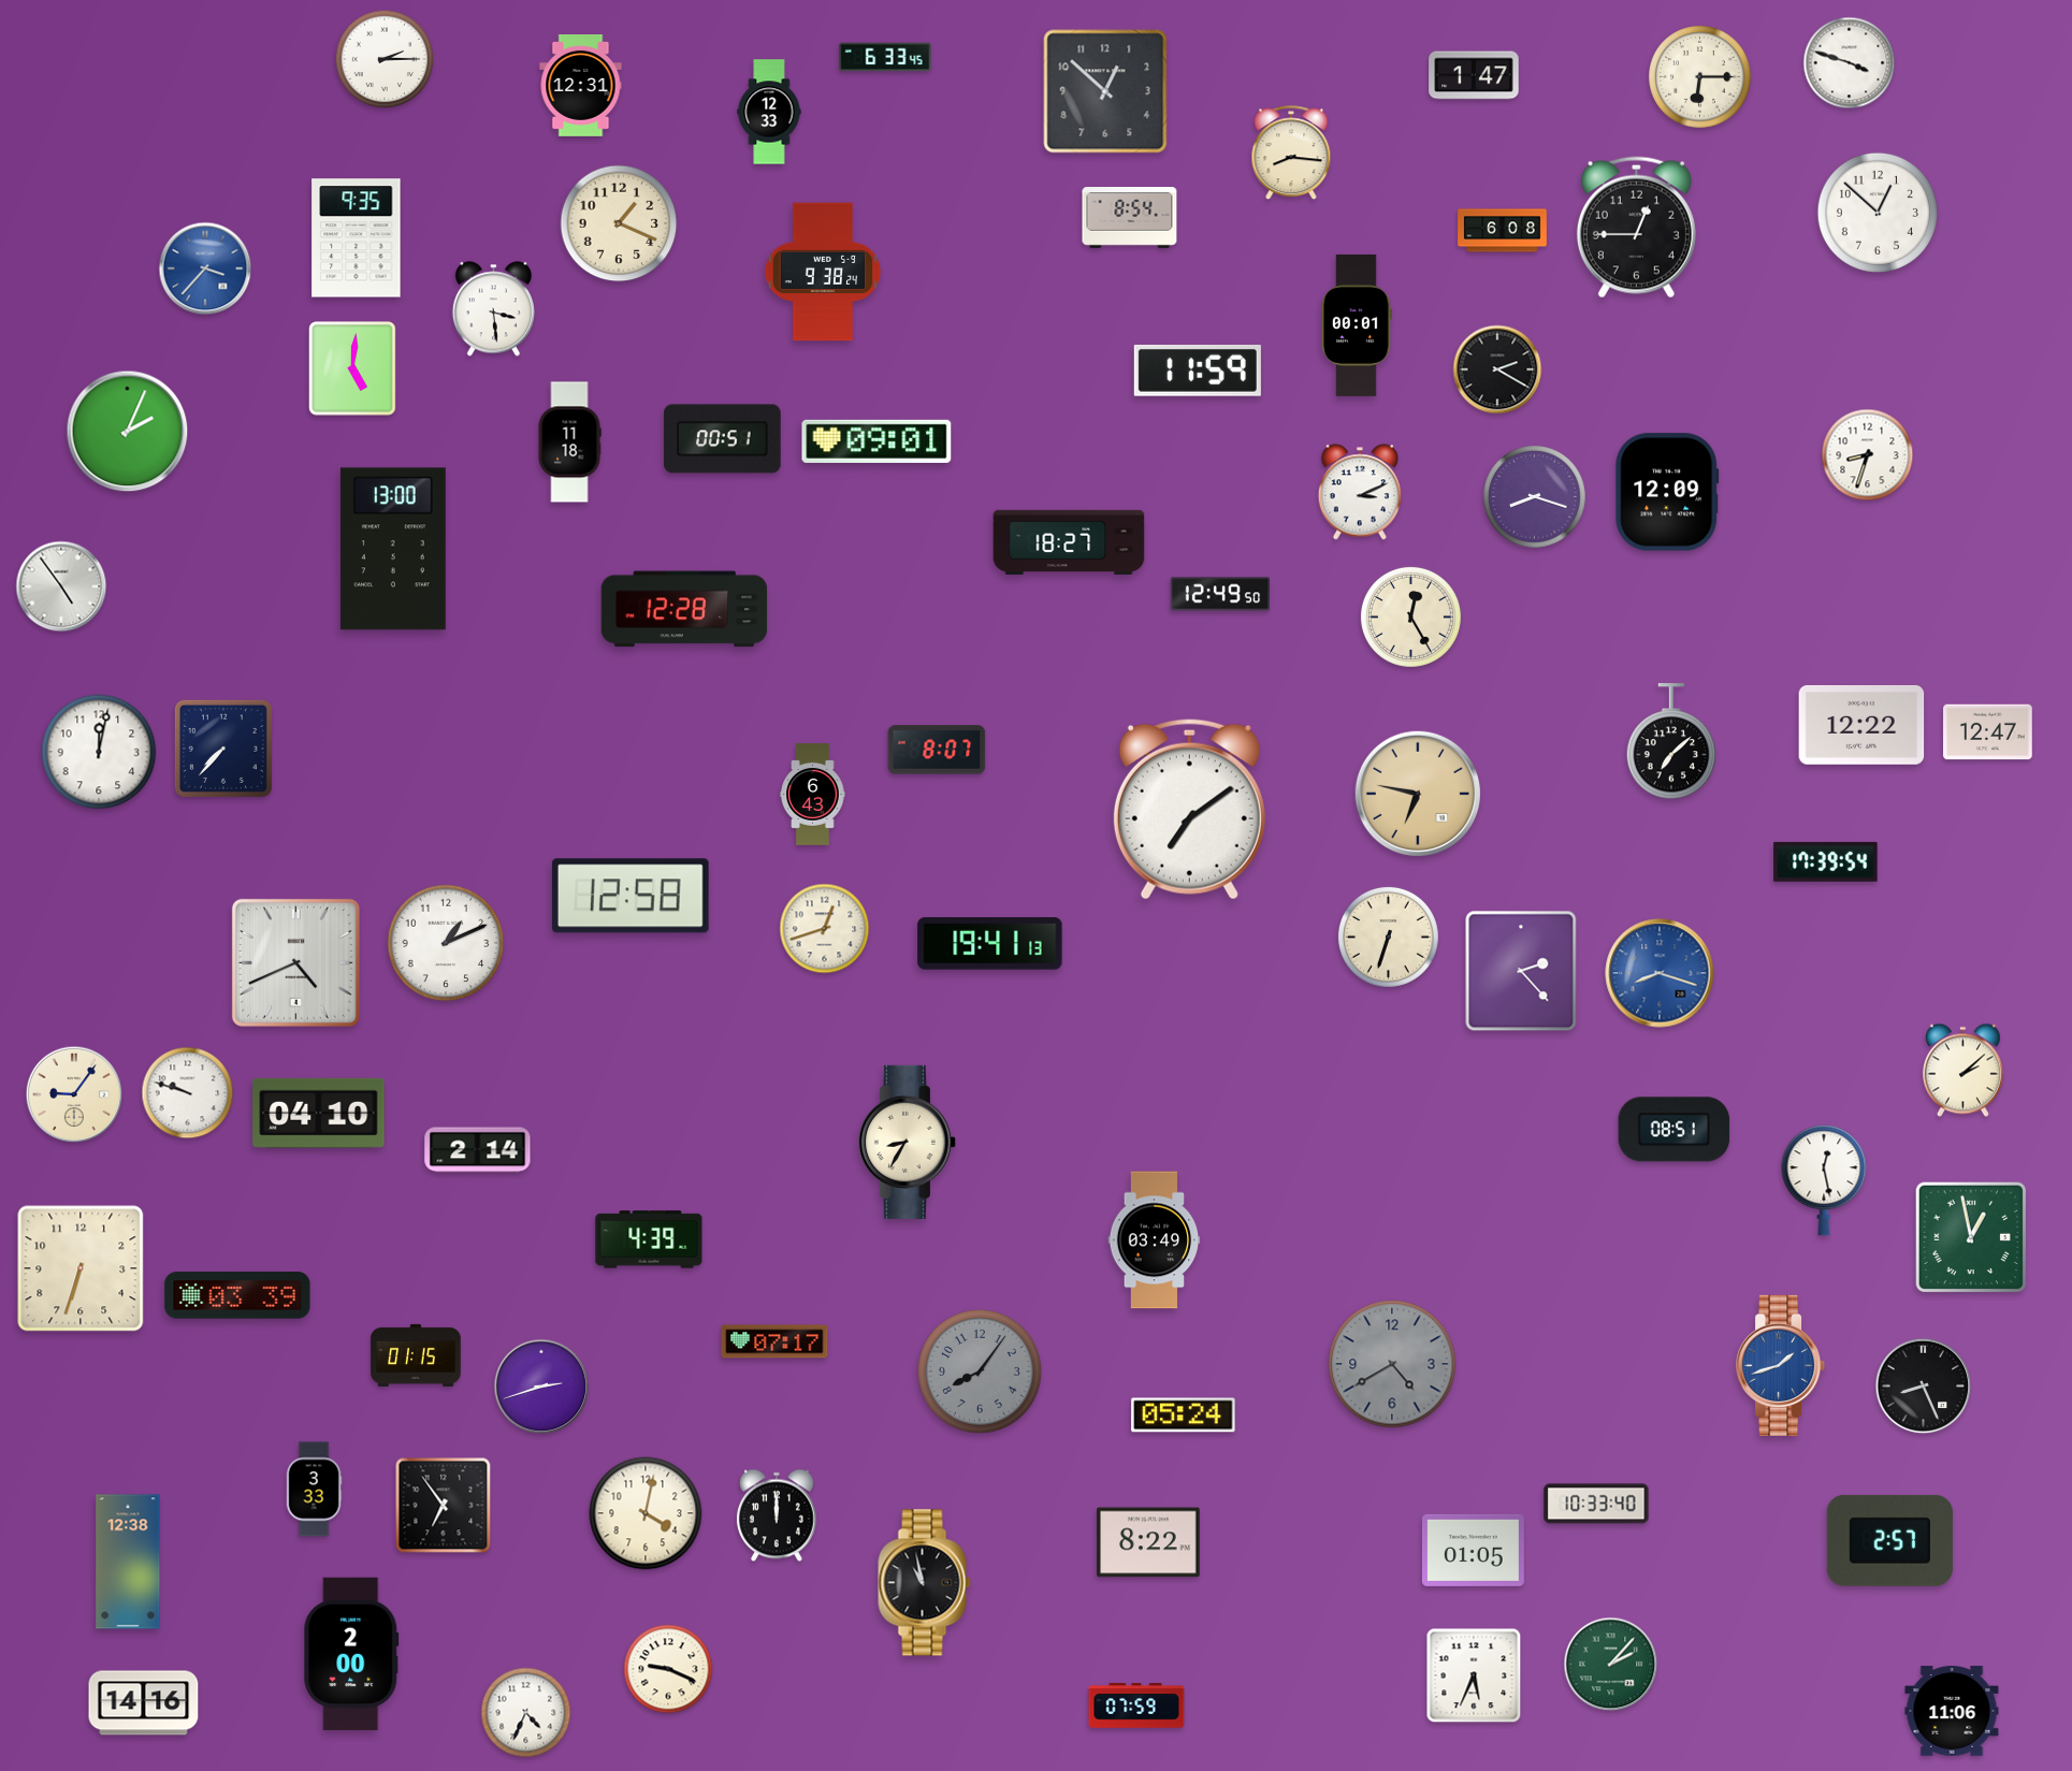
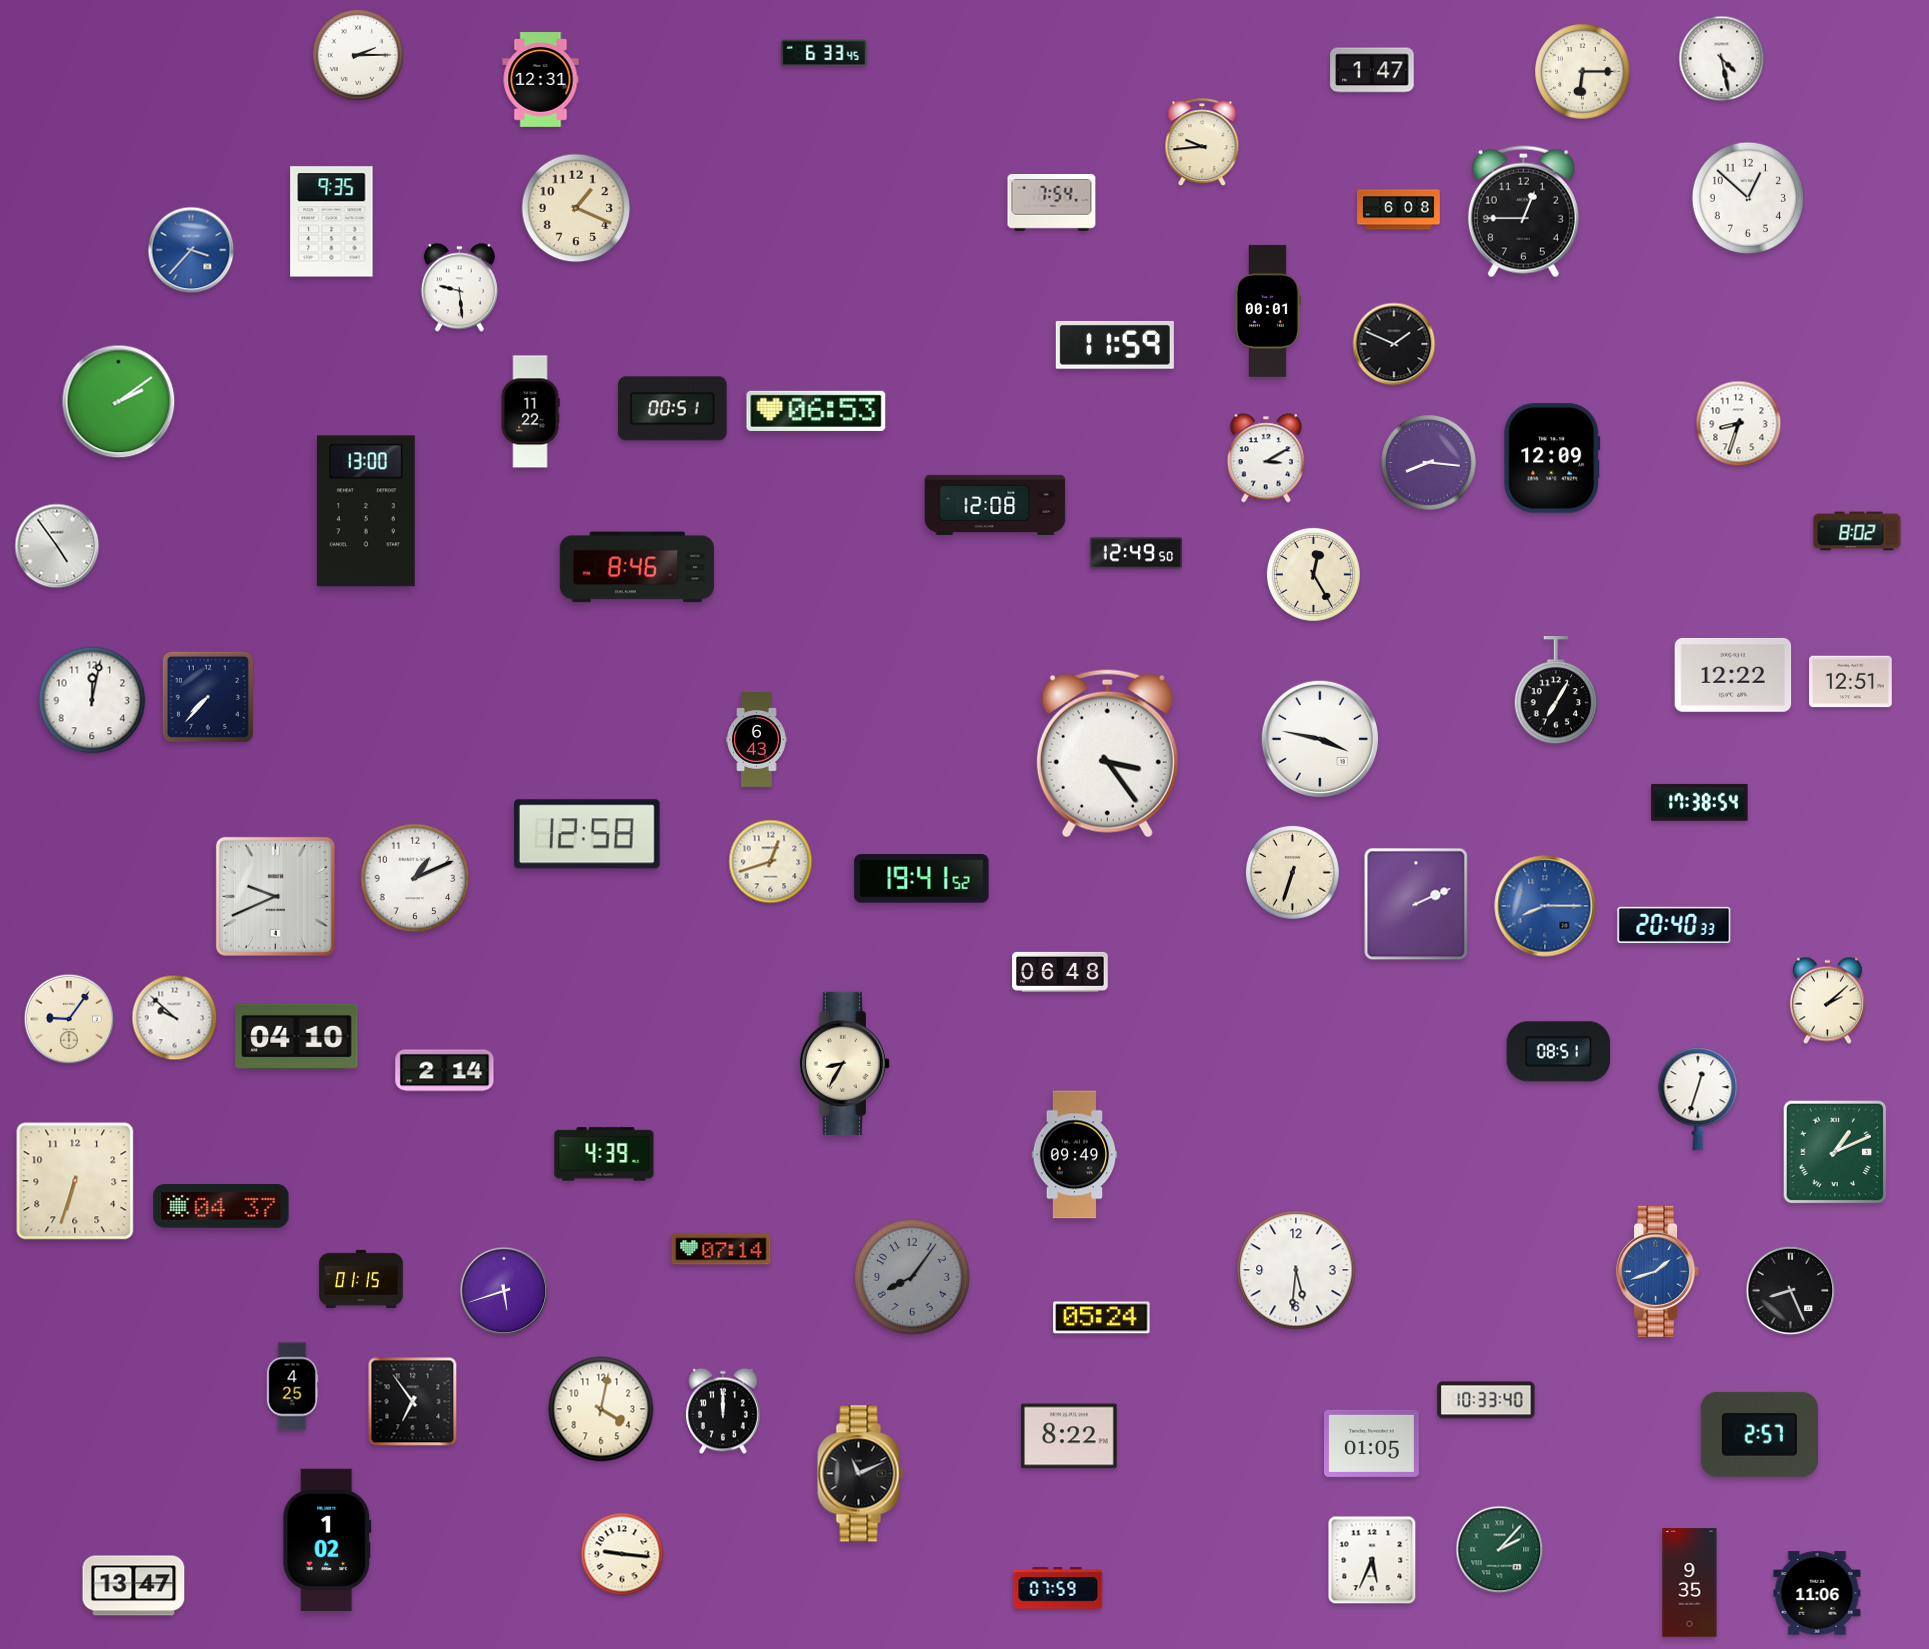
clock at (1850, 63): 3:48 -> 4:28
clock at (1105, 91): 12:52 -> none
clock at (769, 112): 12:33 -> none
clock at (1291, 154): 8:16 -> 9:44
clock at (1130, 218): 8:54 -> 7:54
clock at (1503, 231) position: (1503, 231) -> (1399, 210)
clock at (823, 272): 9:38 -> none
clock at (493, 309): 3:29 -> 9:29
clock at (1358, 325) position: (1358, 325) -> (1269, 311)
clock at (353, 368): 5:01 -> none
clock at (1497, 369): 2:20 -> 1:49
clock at (128, 432): 2:04 -> 2:09
clock at (876, 441): 09:01 -> 06:53
clock at (569, 442): 11:18 -> 11:22
clock at (1360, 492): 3:11 -> 3:10
clock at (1535, 497): 8:18 -> 8:16
clock at (1069, 542): 18:27 -> 12:08
clock at (1857, 531): none -> 8:02
clock at (684, 609): 12:28 -> 8:46
clock at (1988, 732): 12:47 -> 12:51
clock at (1671, 742): 7:08 -> 7:05
clock at (937, 750): 8:07 -> none
clock at (1417, 793): 6:47 -> 3:47
clock at (1417, 793) dial: champagne -> white
clock at (1189, 810): 7:09 -> 3:24
clock at (1826, 861): 17:39 -> 17:38
clock at (825, 929) position: (825, 929) -> (771, 862)
clock at (990, 944): 19:41:13 -> 19:41:52
clock at (295, 962): 4:41 -> 9:41
clock at (1521, 971): 2:23 -> 2:11
clock at (1660, 973): 8:18 -> 8:15
clock at (1674, 925): none -> 20:40
clock at (1060, 972): none -> 06:48
clock at (1962, 1071) position: (1962, 1071) -> (1827, 1001)
clock at (188, 1093): 9:48 -> 9:52
clock at (1824, 1180): 12:28 -> 12:33
clock at (1971, 1237): 12:58 -> 1:11
clock at (1155, 1240): 03:49 -> 09:49
clock at (237, 1295): 03:39 -> 04:37
clock at (774, 1341): 07:17 -> 07:14
clock at (416, 1355) position: (416, 1355) -> (361, 1279)
clock at (1392, 1364): 4:40 -> 5:31
clock at (1392, 1364) dial: grey -> white
clock at (541, 1387): 2:42 -> 5:42
clock at (314, 1490): 3:33 -> 4:25
clock at (128, 1562): 12:38 -> none
clock at (925, 1583): 10:58 -> 11:11
clock at (351, 1653): 2:00 -> 1:02
clock at (668, 1669): 9:19 -> 9:16
clock at (1690, 1583): none -> 9:35
clock at (144, 1703): 14:16 -> 13:47
clock at (526, 1713): 4:34 -> none
